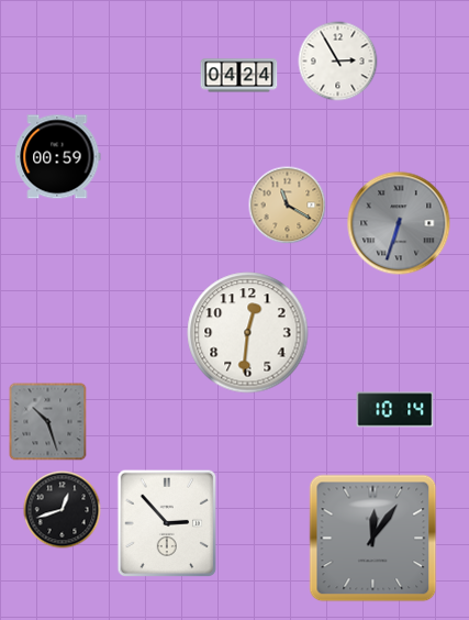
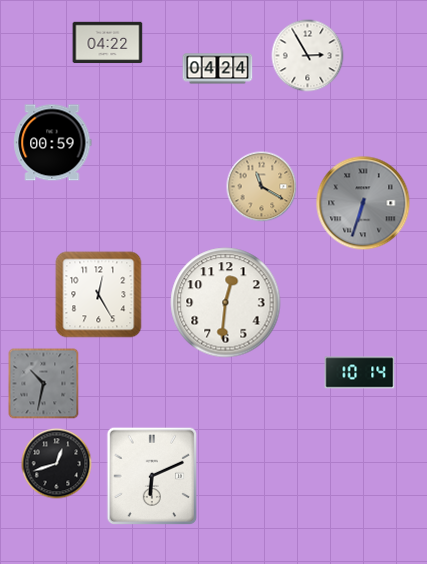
clock at (108, 43): none -> 04:22
clock at (99, 295): none -> 12:25
clock at (48, 422): 10:27 -> 10:32
clock at (167, 523): 2:53 -> 6:11
clock at (373, 539): 12:06 -> none
